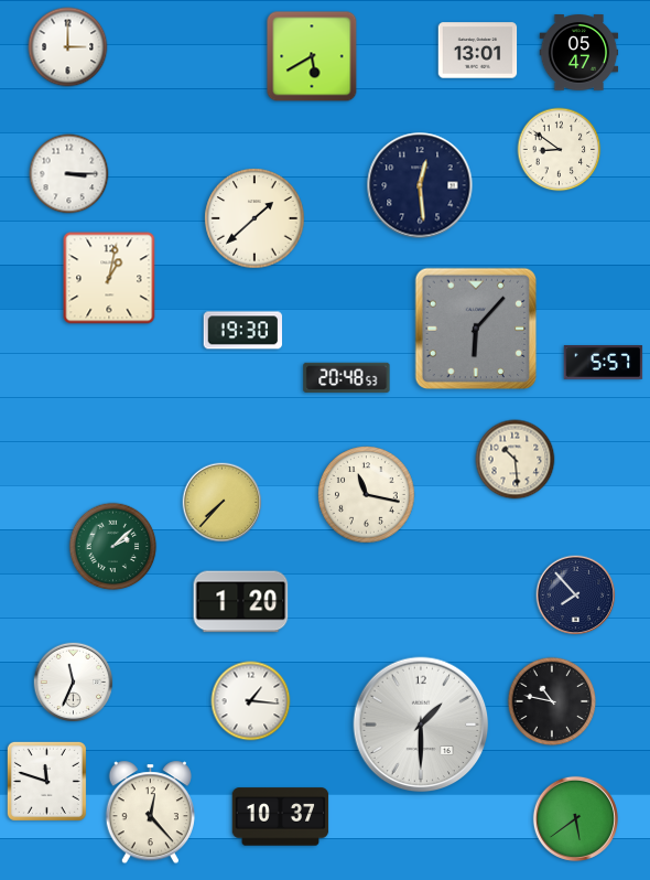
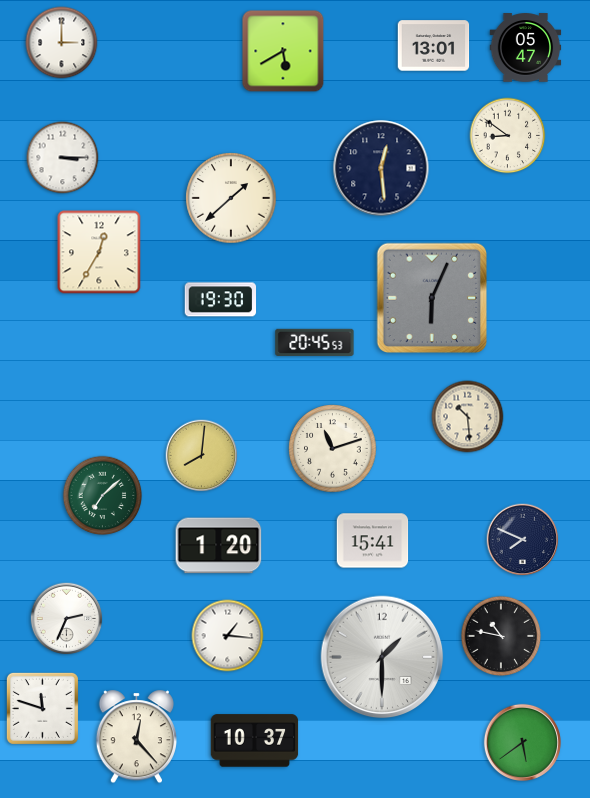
clock at (109, 278): 1:02 -> 12:35
clock at (476, 329): 6:07 -> 6:04
clock at (604, 363): 5:57 -> none
clock at (347, 377): 20:48 -> 20:45
clock at (367, 495): 11:17 -> 11:12
clock at (223, 503): 7:37 -> 8:01
clock at (113, 547): 2:08 -> 7:08
clock at (576, 595): 7:53 -> 7:49
clock at (373, 541): none -> 15:41
clock at (74, 683): 11:34 -> 2:34
